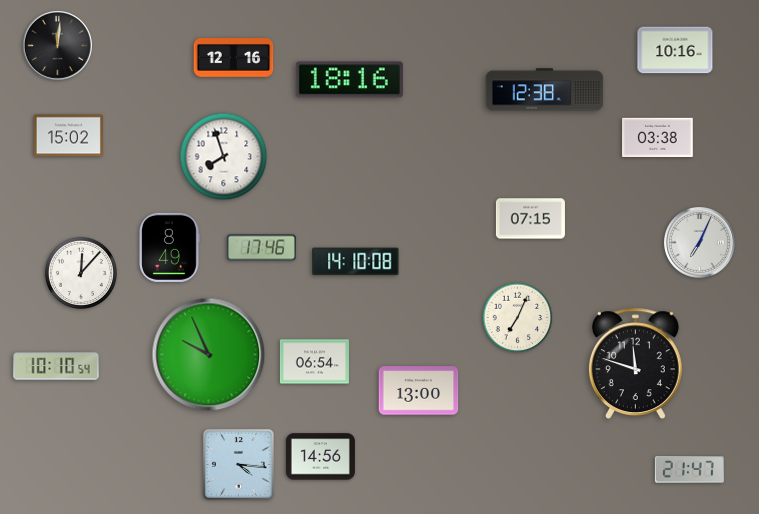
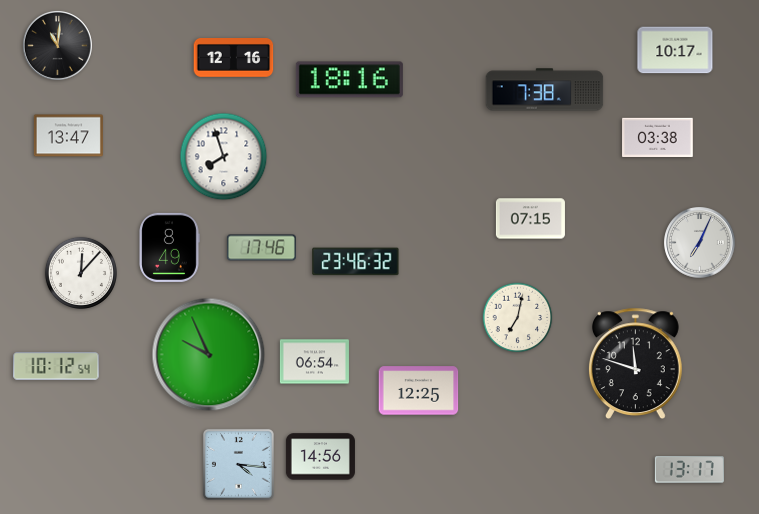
clock at (57, 45): 12:01 -> 11:01
clock at (675, 50): 10:16 -> 10:17
clock at (545, 90): 12:38 -> 7:38
clock at (68, 136): 15:02 -> 13:47
clock at (356, 262): 14:10 -> 23:46
clock at (518, 318): 7:04 -> 7:02
clock at (56, 366): 10:10 -> 10:12
clock at (419, 391): 13:00 -> 12:25
clock at (689, 470): 21:47 -> 13:17
